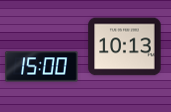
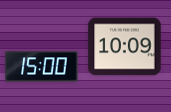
clock at (125, 47): 10:13 -> 10:09
